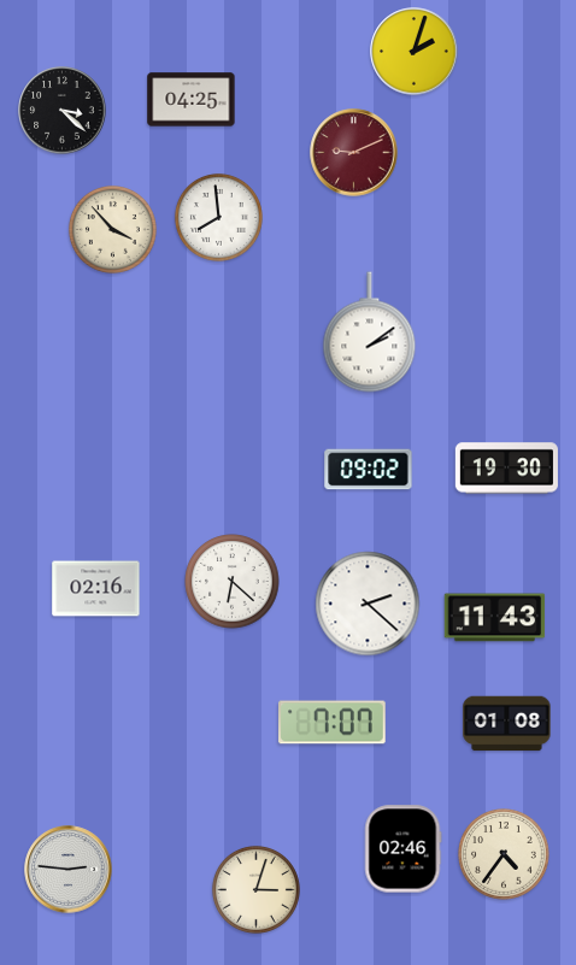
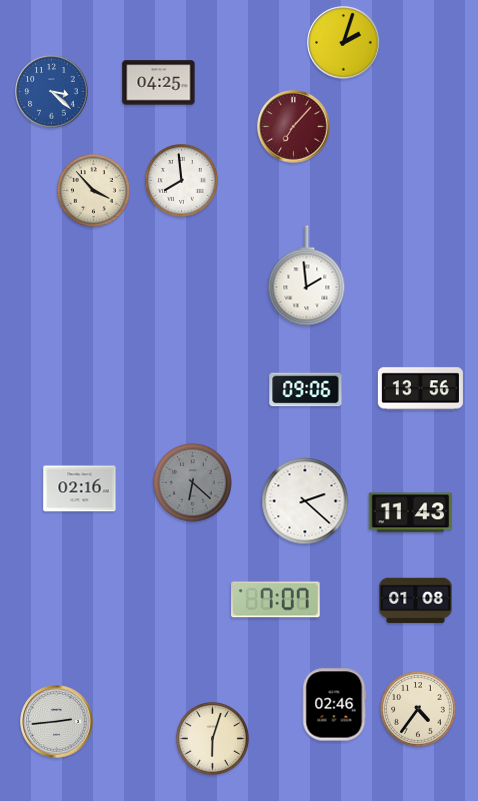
clock at (63, 111) dial: black -> blue
clock at (354, 153): 9:11 -> 7:07
clock at (370, 333): 2:09 -> 1:59
clock at (506, 469): 19:30 -> 13:56
clock at (369, 470): 09:02 -> 09:06
clock at (233, 582) dial: white -> grey
clock at (507, 724) position: (507, 724) -> (416, 601)
clock at (69, 870): 2:46 -> 2:44
clock at (255, 889): 3:03 -> 6:03
